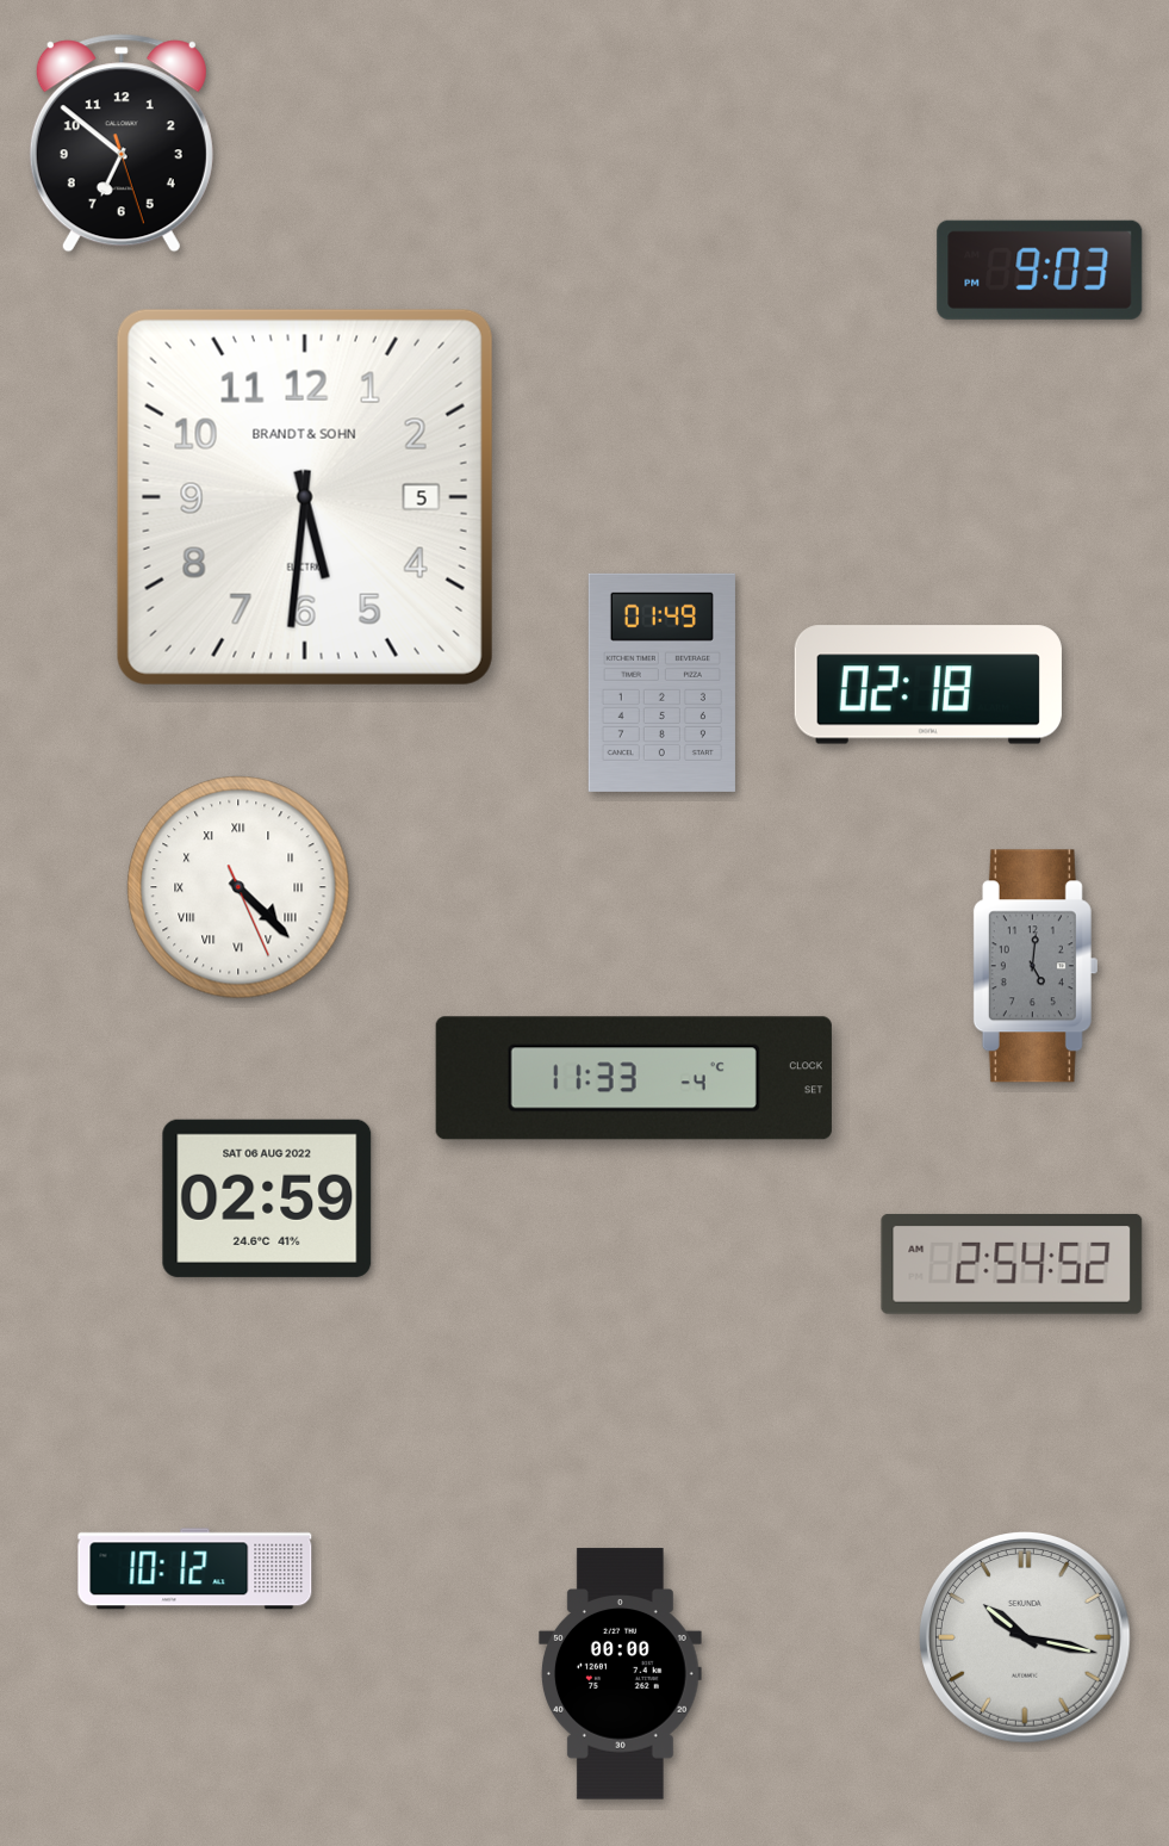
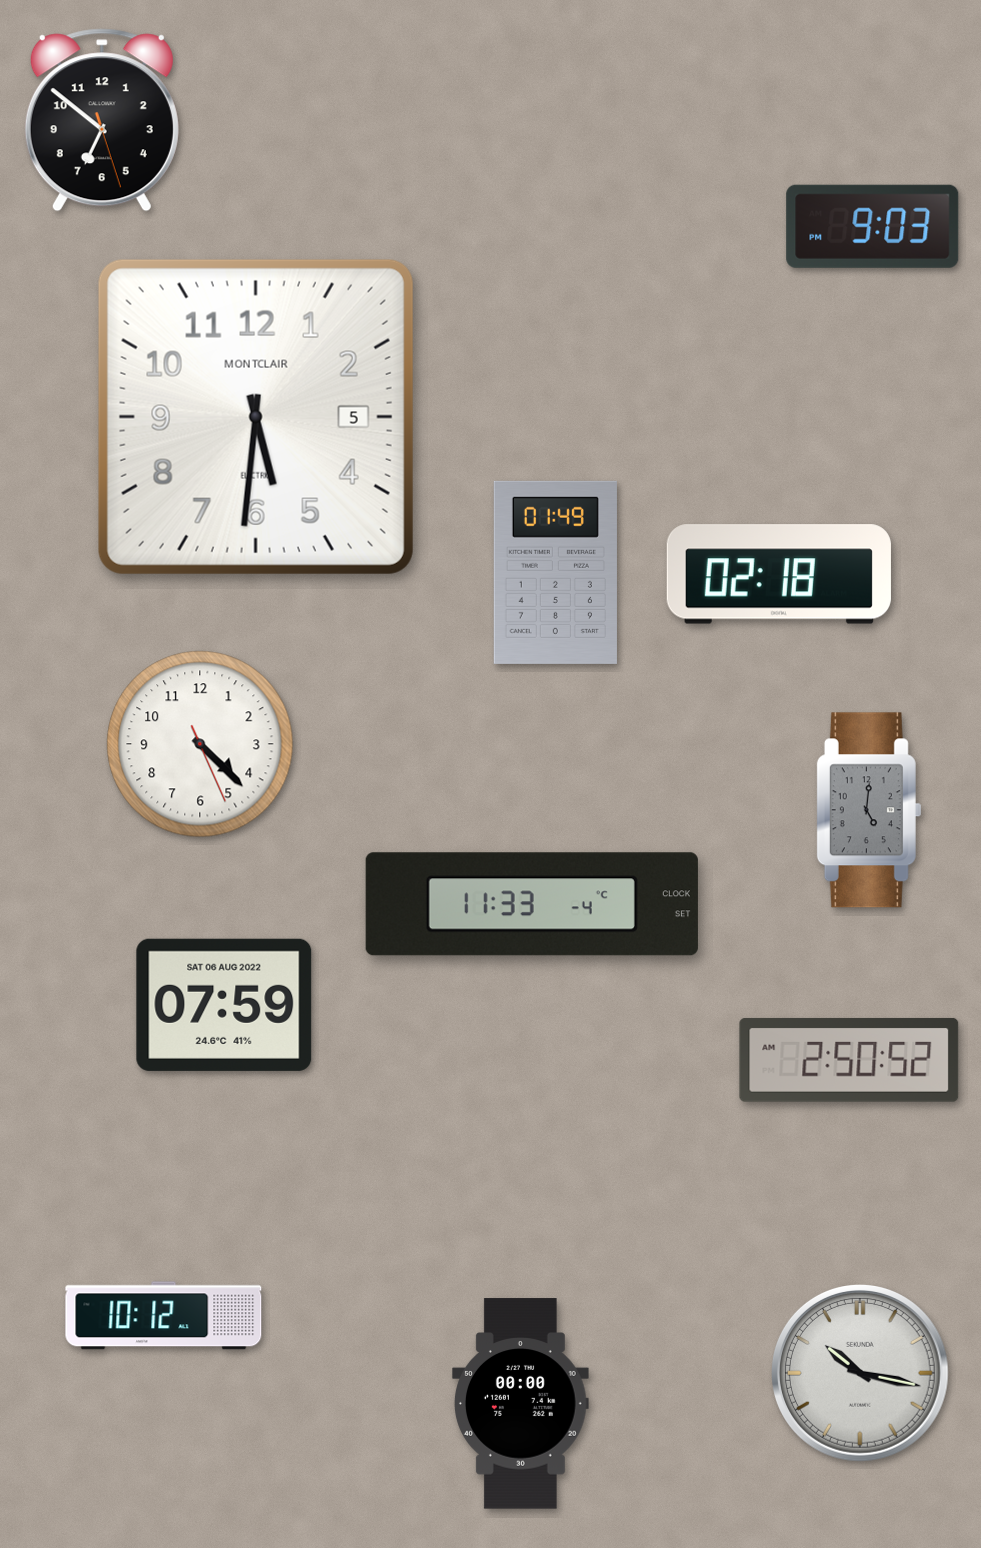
clock at (305, 497) brand: BRANDT & SOHN -> MONTCLAIR
clock at (238, 887) numerals: Roman -> Arabic
clock at (267, 1198): 02:59 -> 07:59
clock at (1012, 1264): 2:54 -> 2:50
